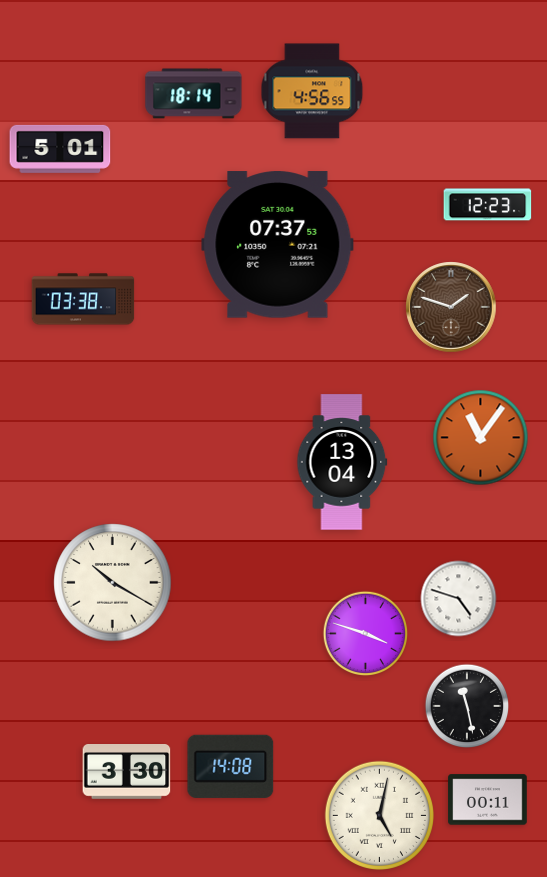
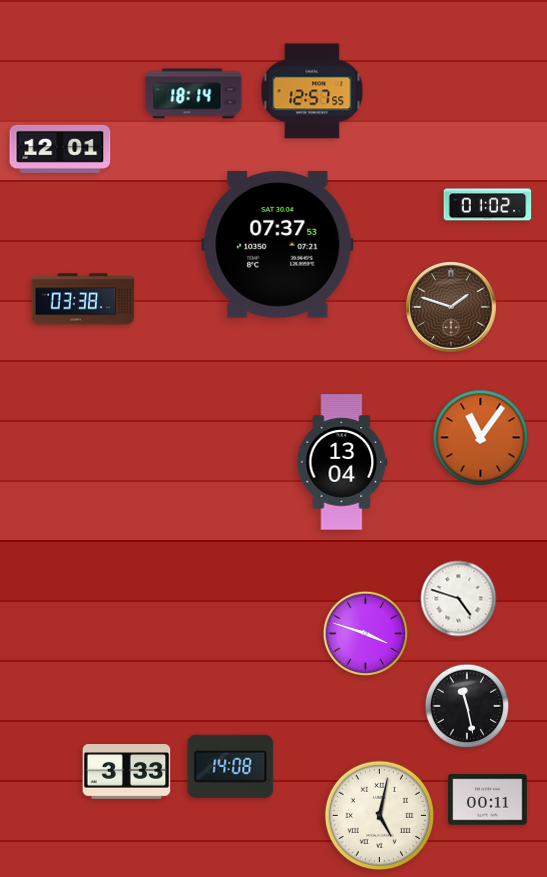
clock at (312, 91): 4:56 -> 12:57
clock at (60, 149): 5:01 -> 12:01
clock at (488, 205): 12:23 -> 01:02
clock at (113, 583): 10:20 -> none
clock at (127, 772): 3:30 -> 3:33
